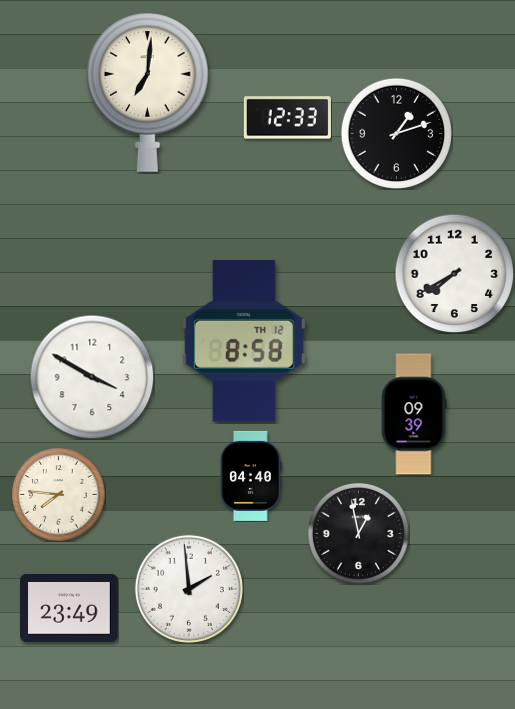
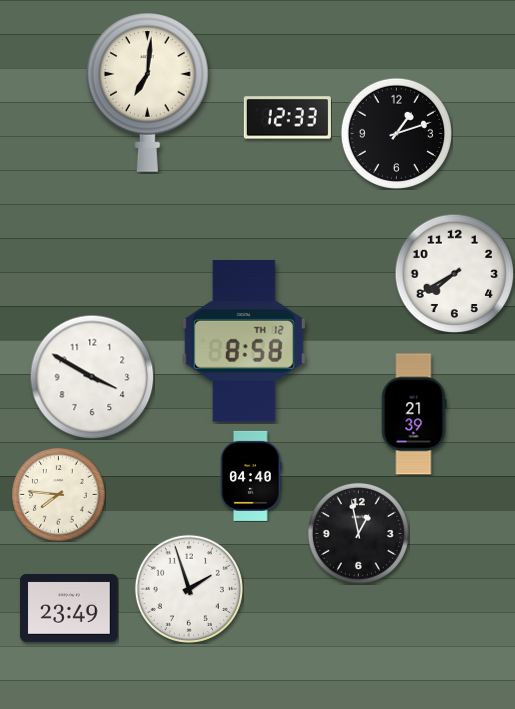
clock at (414, 414): 09:39 -> 21:39
clock at (189, 589): 1:59 -> 1:57
